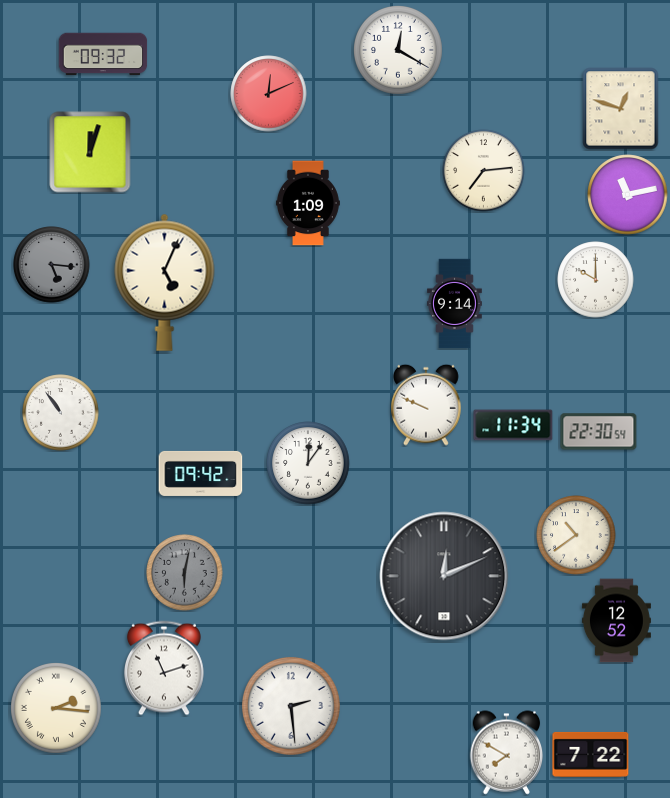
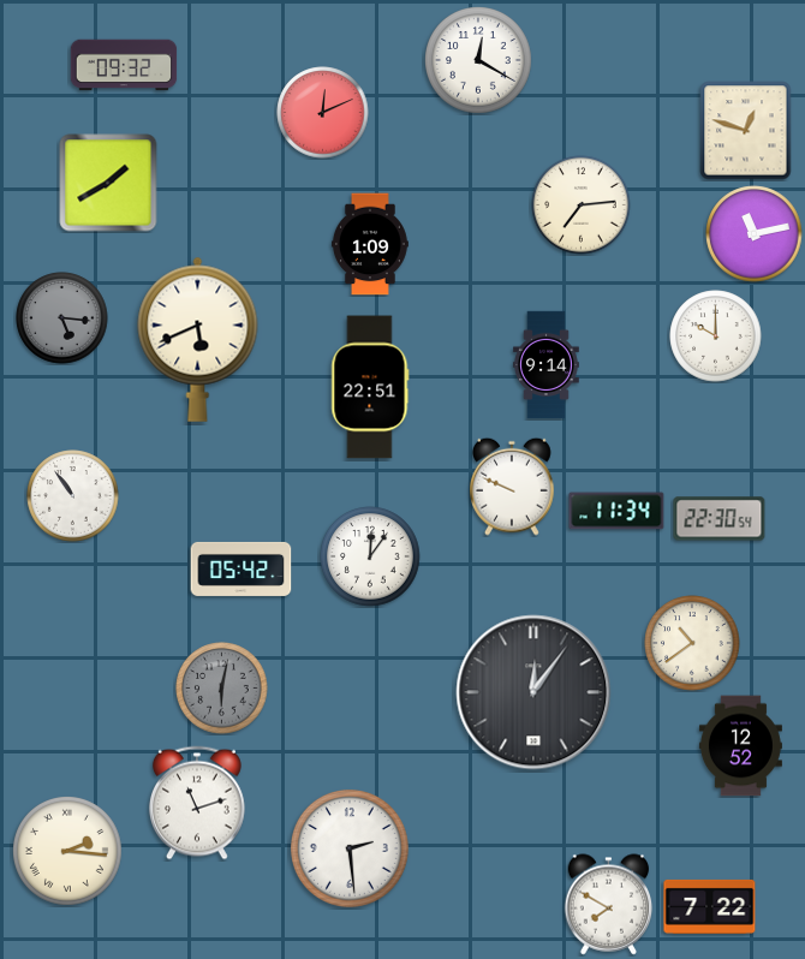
clock at (90, 152): 12:03 -> 1:40
clock at (165, 282): 5:04 -> 5:41
clock at (370, 387): none -> 22:51
clock at (201, 473): 09:42 -> 05:42
clock at (444, 576): 12:11 -> 12:06
